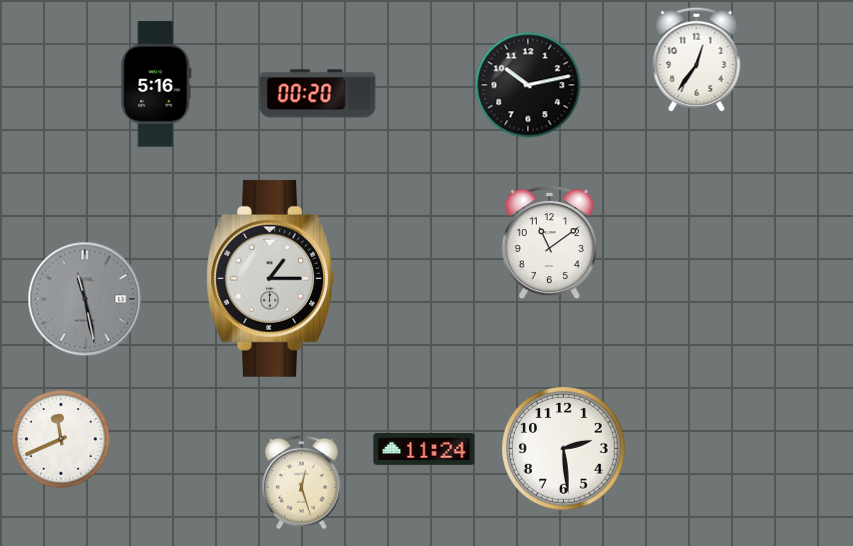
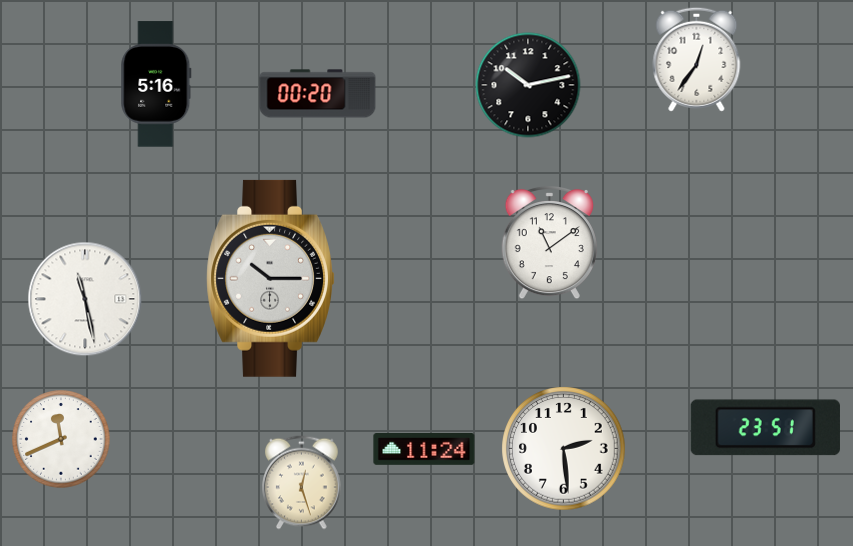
clock at (271, 278): 1:15 -> 10:15
clock at (85, 299) dial: grey -> white
clock at (765, 428): none -> 23:51
